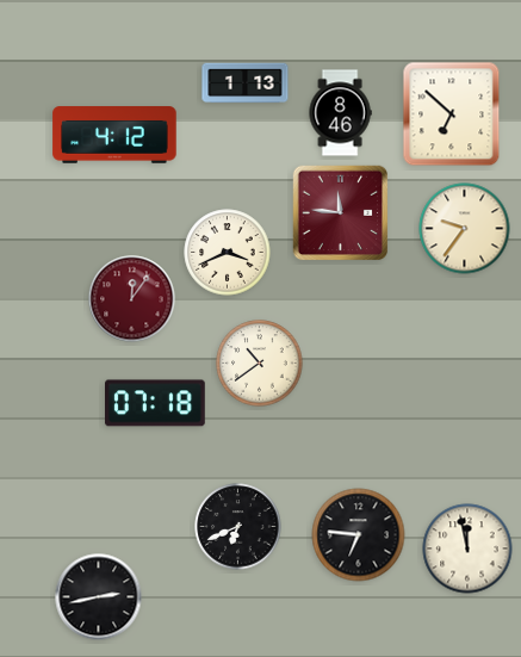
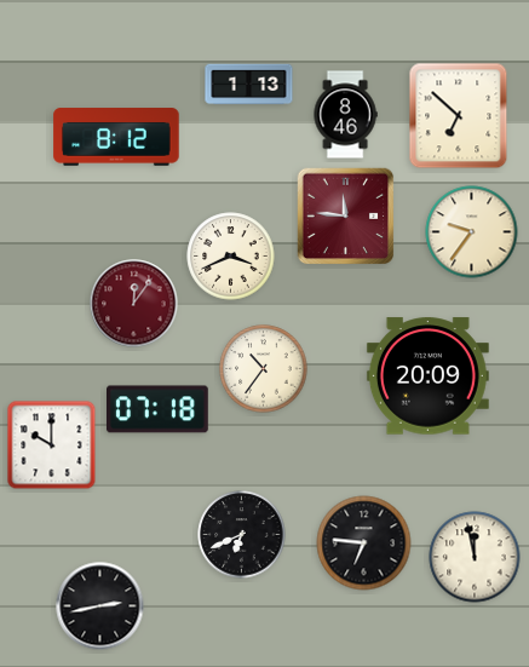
clock at (114, 135): 4:12 -> 8:12
clock at (260, 364): 10:39 -> 10:36
clock at (427, 376): none -> 20:09
clock at (52, 445): none -> 10:00
